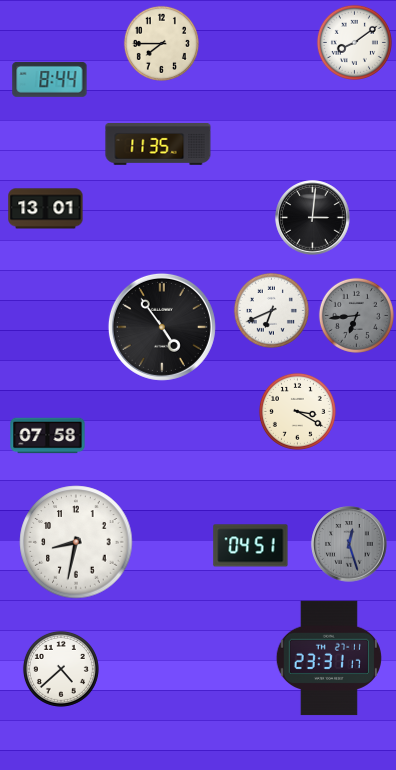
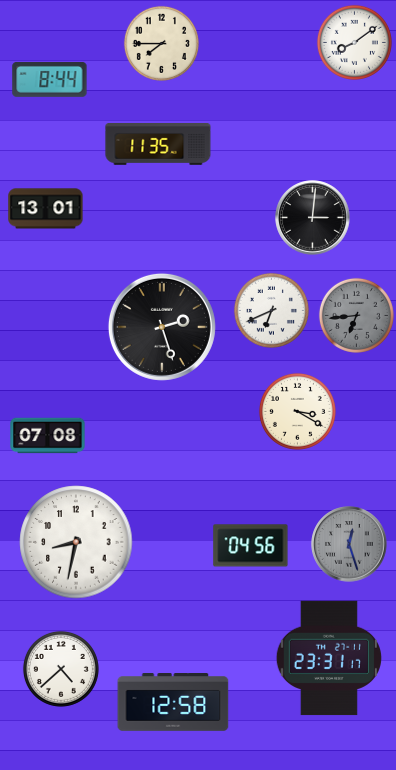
clock at (162, 327): 4:54 -> 2:27
clock at (48, 436): 07:58 -> 07:08
clock at (251, 546): 04:51 -> 04:56
clock at (173, 703): none -> 12:58
